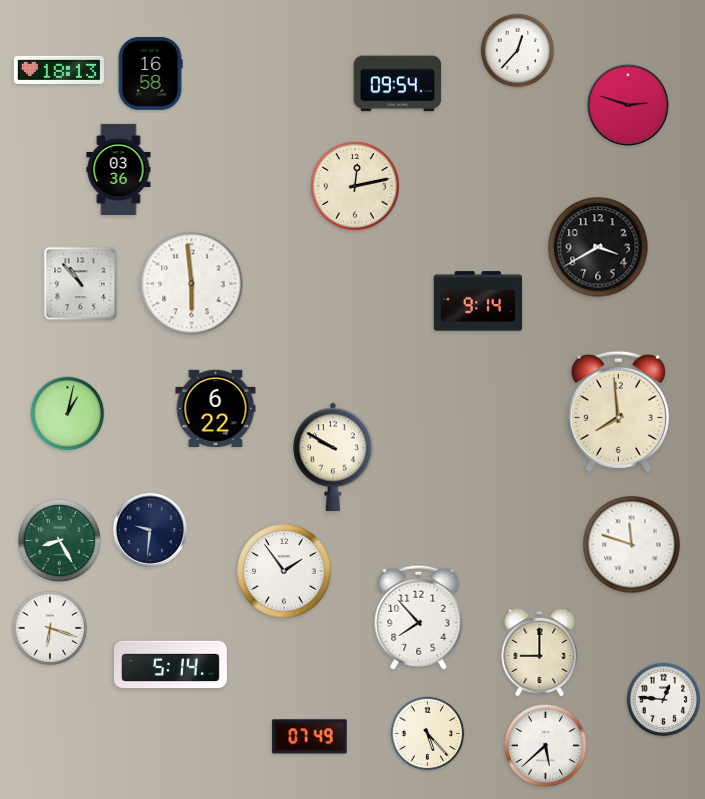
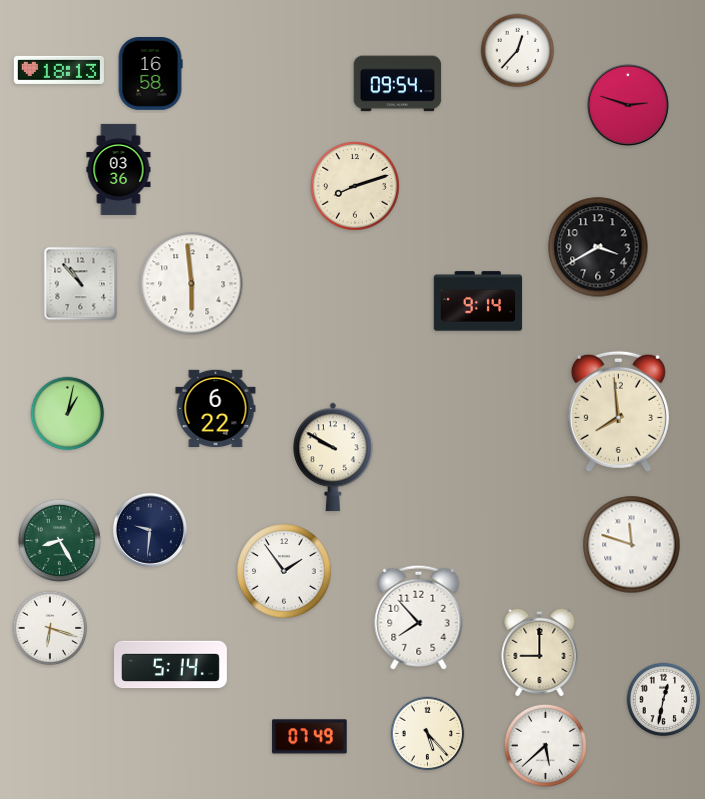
clock at (356, 187): 12:13 -> 8:12
clock at (664, 700): 12:46 -> 12:32
